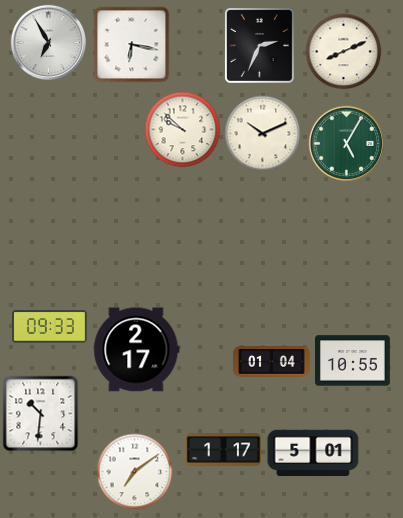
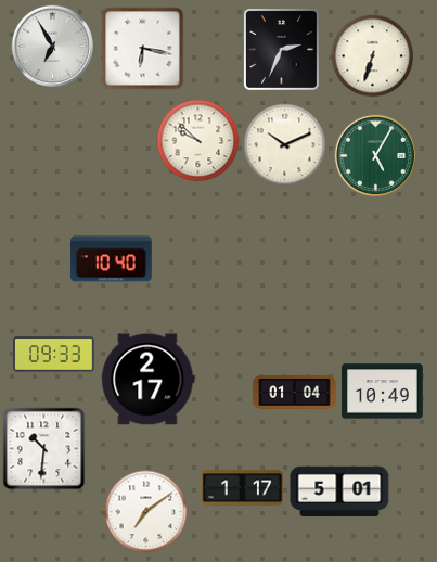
clock at (344, 52): 8:11 -> 6:33
clock at (111, 259): none -> 10:40
clock at (353, 361): 10:55 -> 10:49
